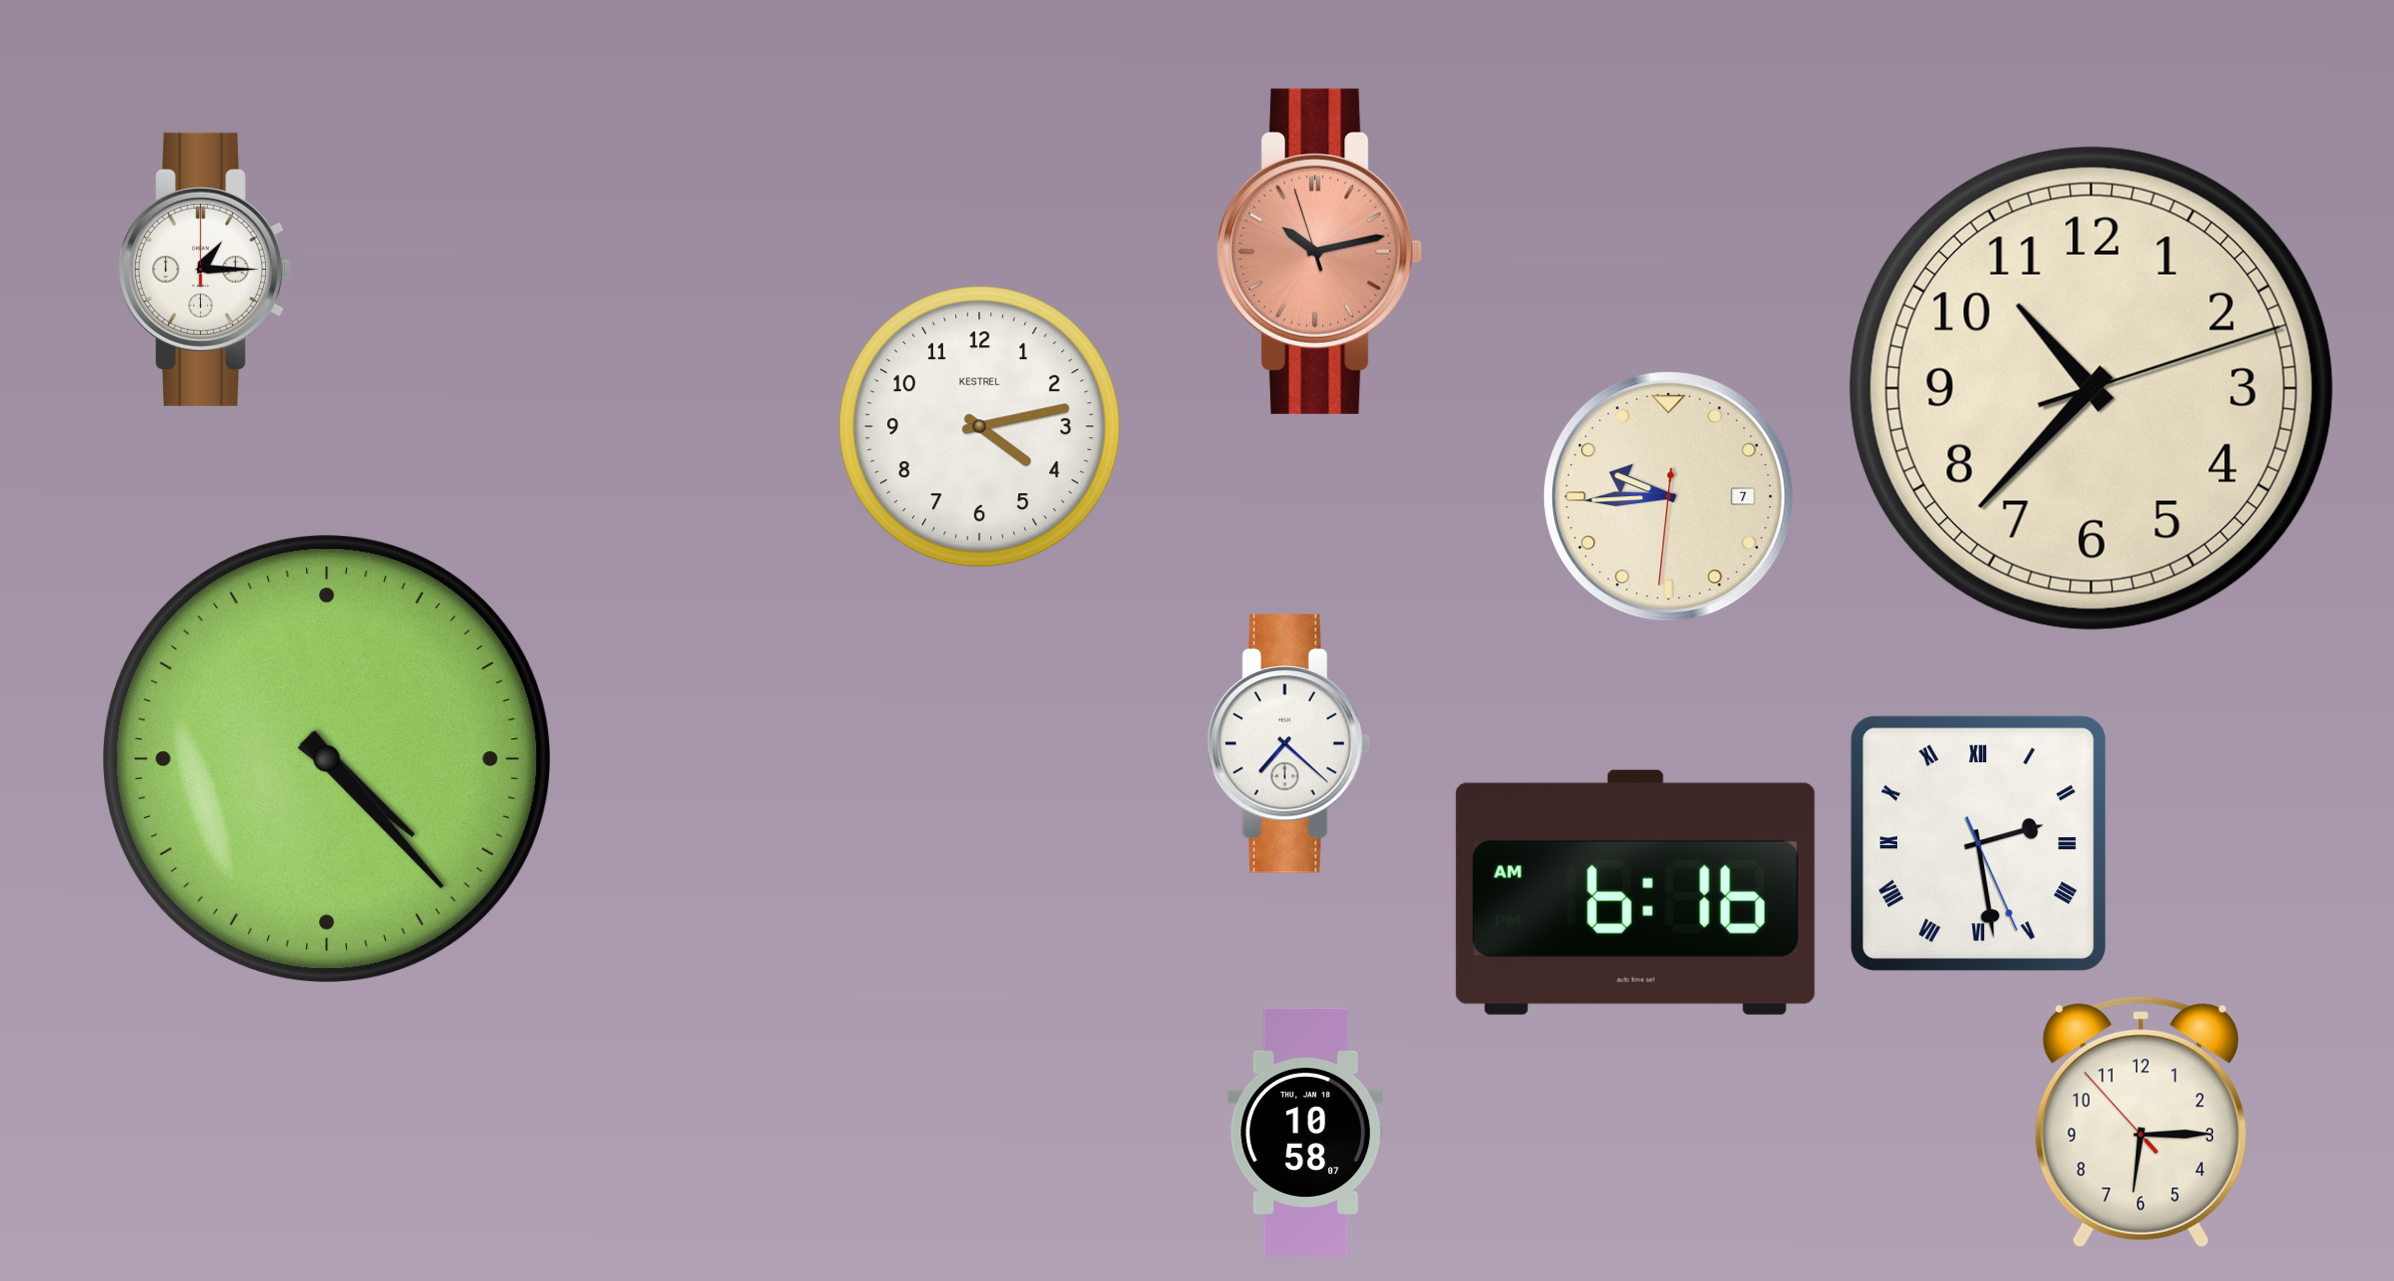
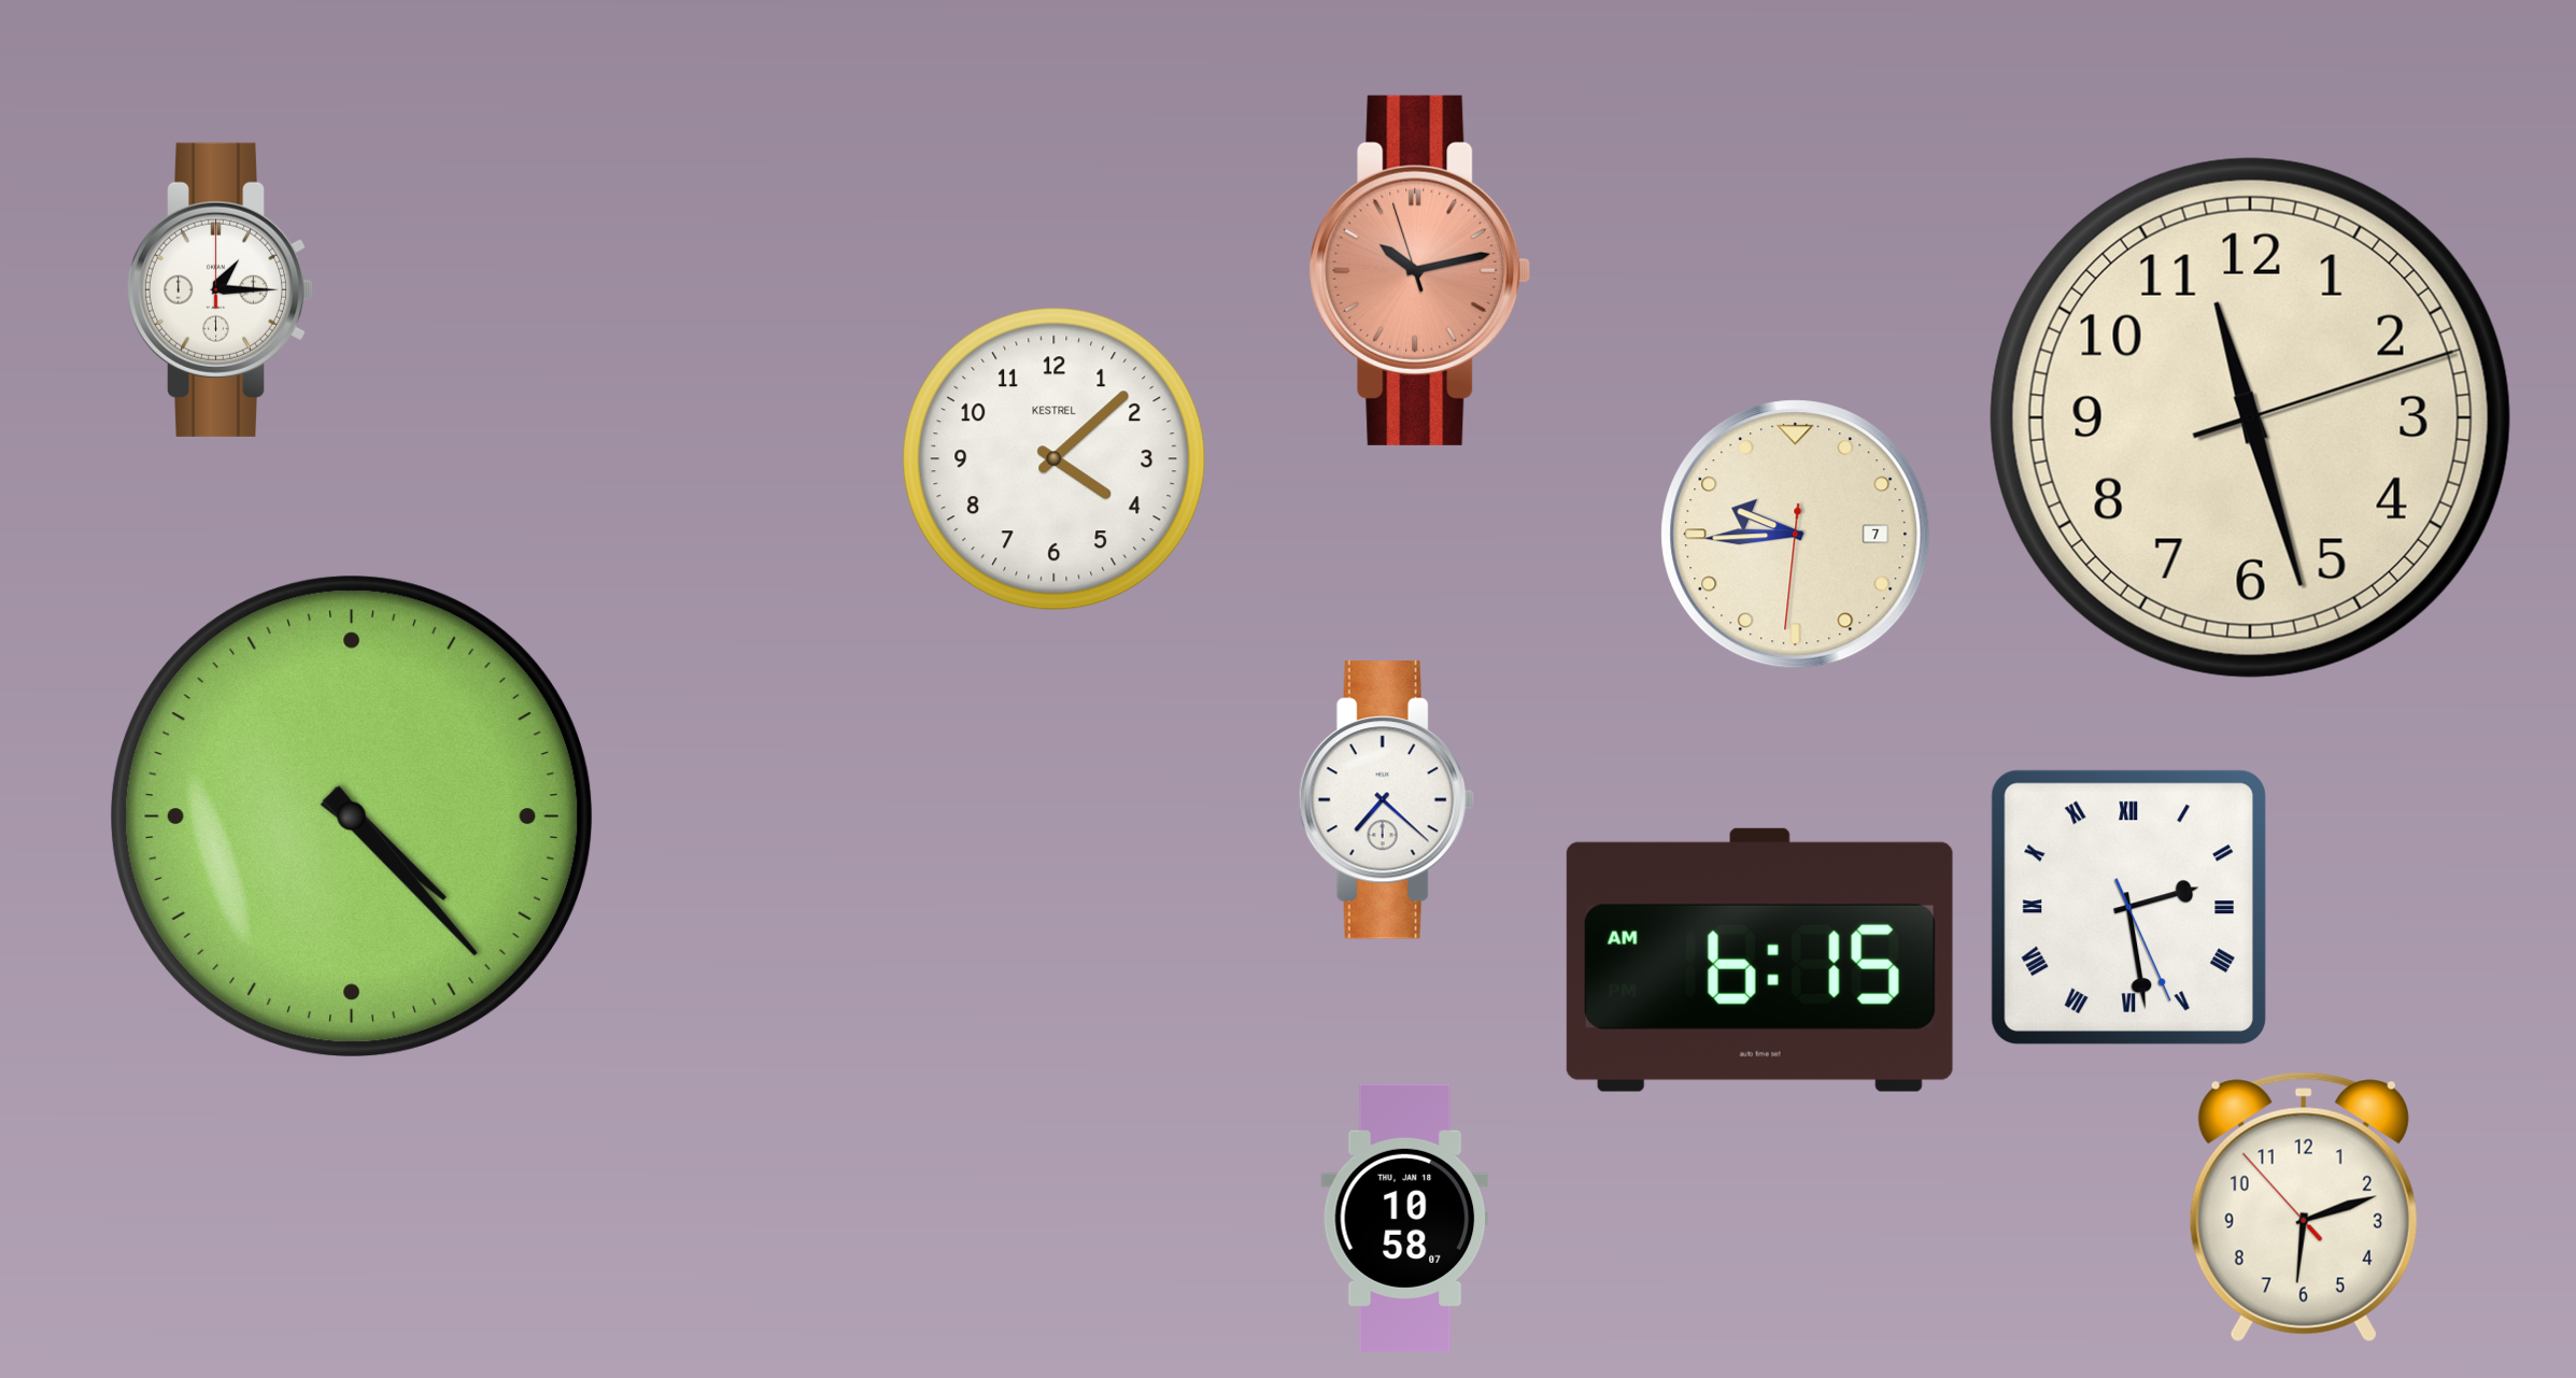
clock at (2091, 388): 10:37 -> 11:27
clock at (980, 427): 4:13 -> 4:08
clock at (1635, 892): 6:16 -> 6:15
clock at (2141, 1122): 6:14 -> 6:11
